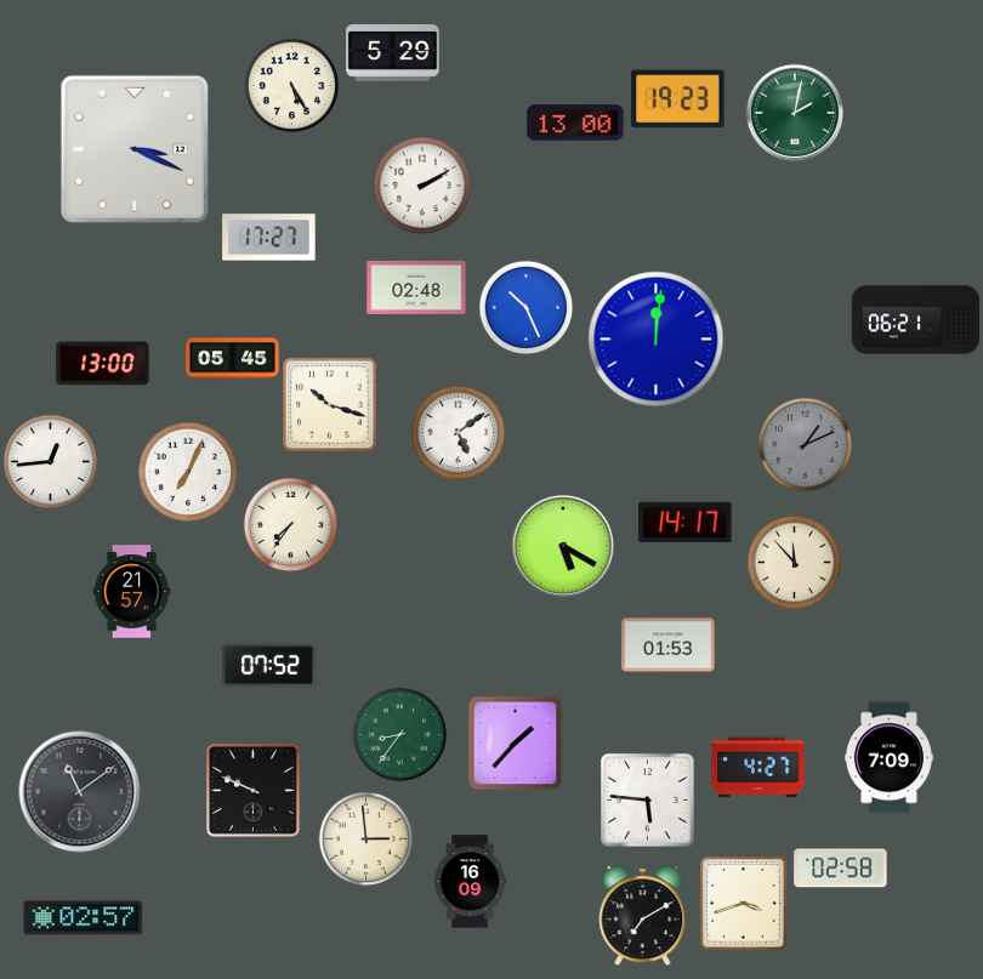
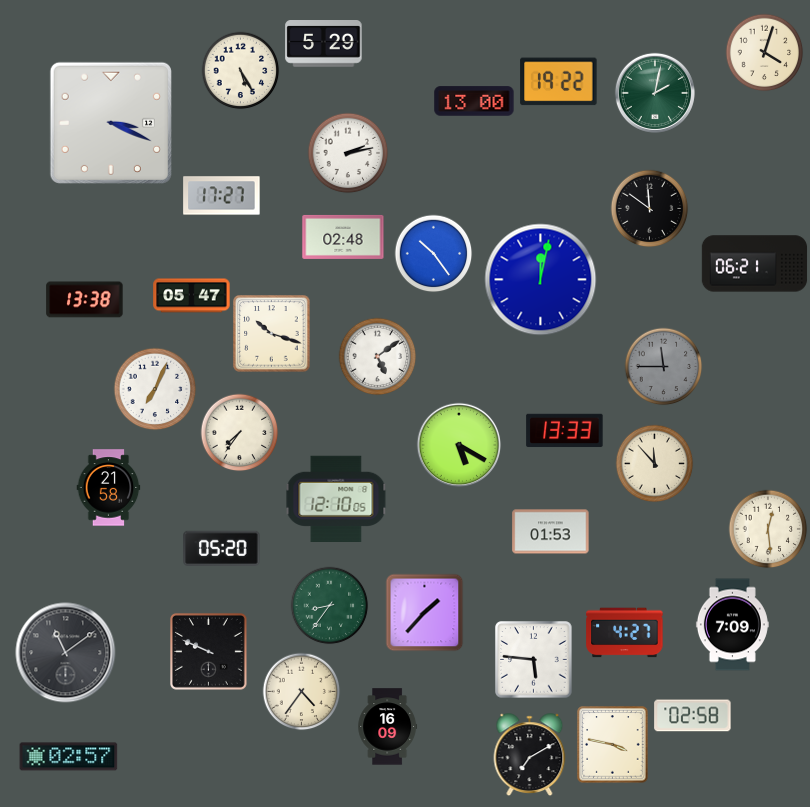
clock at (764, 52): none -> 4:03
clock at (678, 99): 19:23 -> 19:22
clock at (422, 186): 2:10 -> 2:13
clock at (649, 208): none -> 11:51
clock at (525, 307): 10:26 -> 10:24
clock at (657, 340): 12:01 -> 12:02
clock at (233, 359): 05:45 -> 05:47
clock at (103, 364): 13:00 -> 13:38
clock at (805, 444): 1:11 -> 11:45
clock at (50, 461): 12:44 -> none
clock at (686, 523): 14:17 -> 13:33
clock at (563, 546) position: (563, 546) -> (459, 445)
clock at (132, 592): 21:57 -> 21:58
clock at (336, 498): none -> 12:10
clock at (768, 529): none -> 12:29
clock at (269, 665): 07:52 -> 05:20
clock at (365, 838): 2:59 -> 4:36
clock at (744, 904): 3:42 -> 3:47
